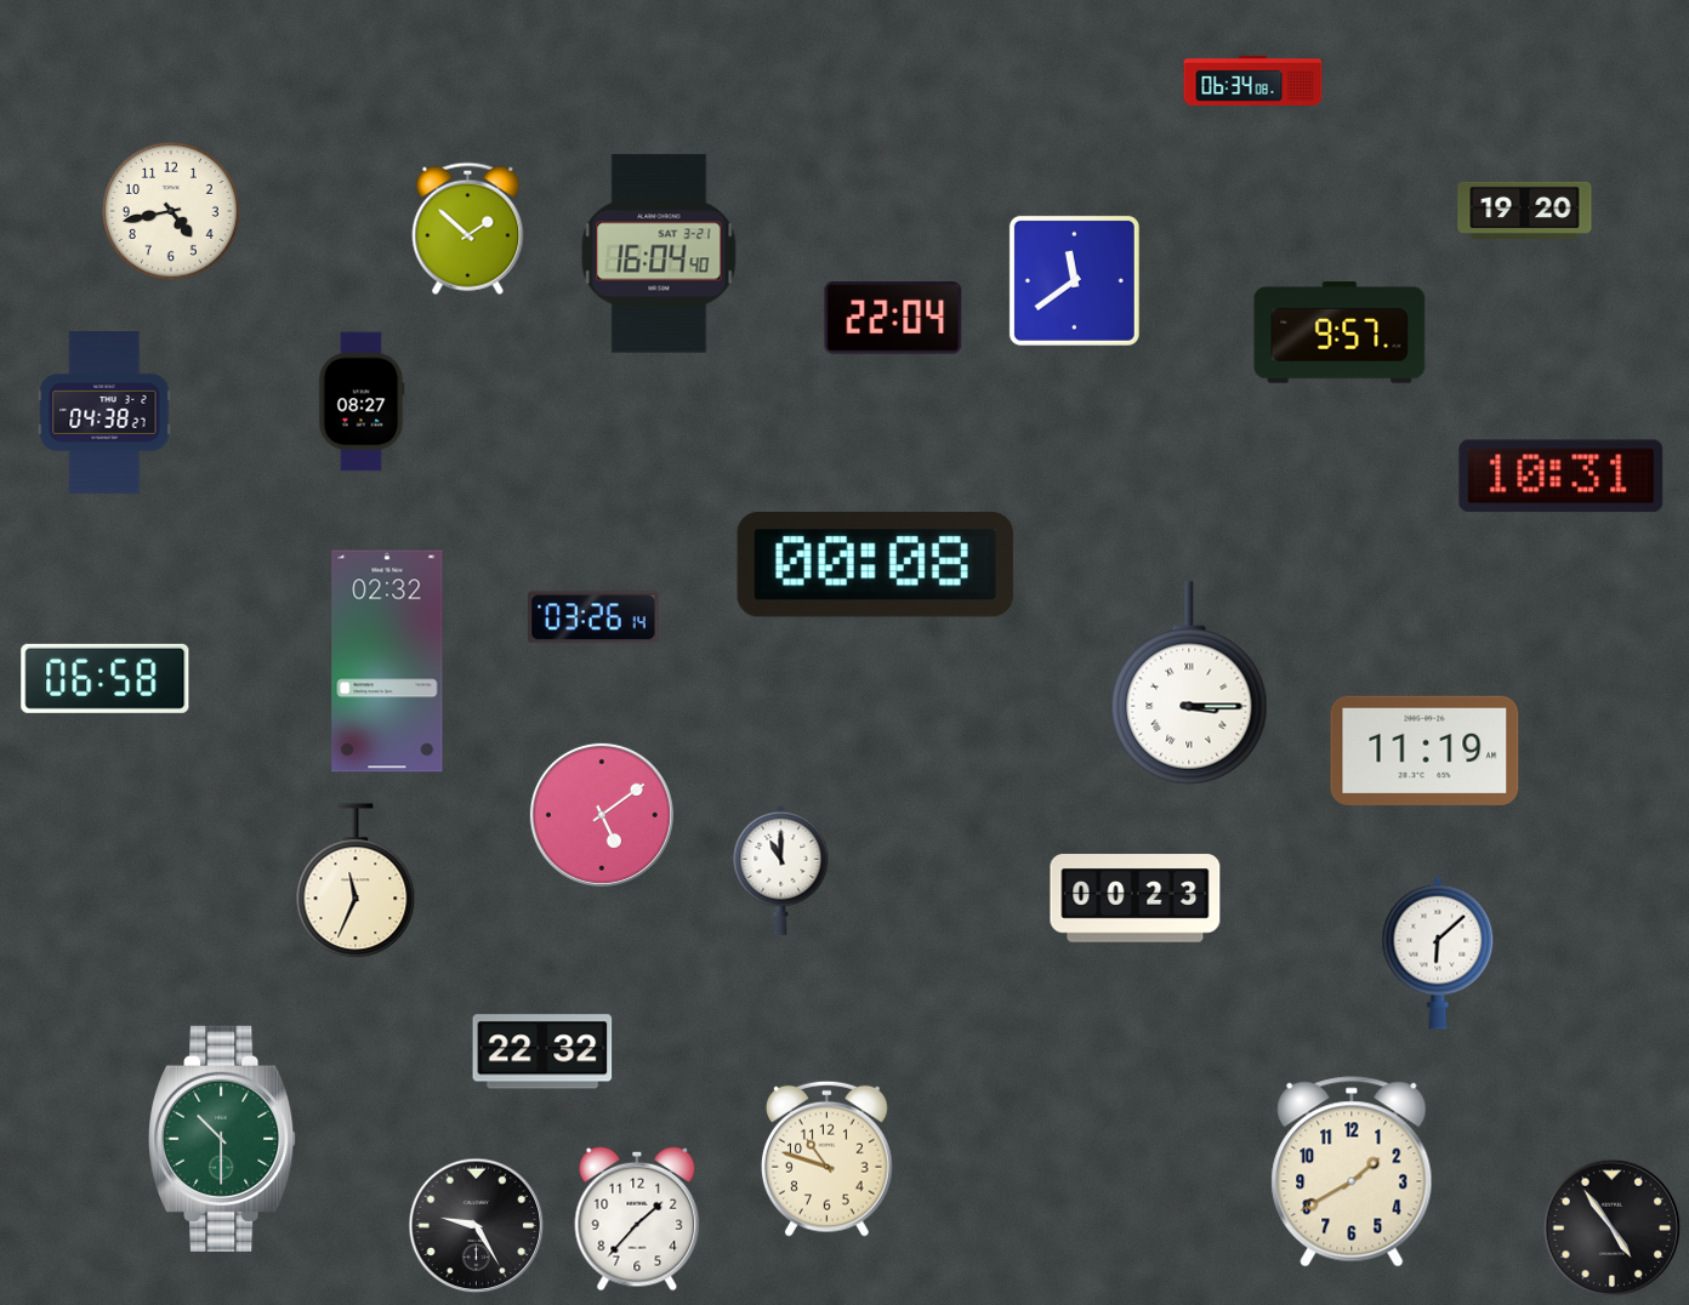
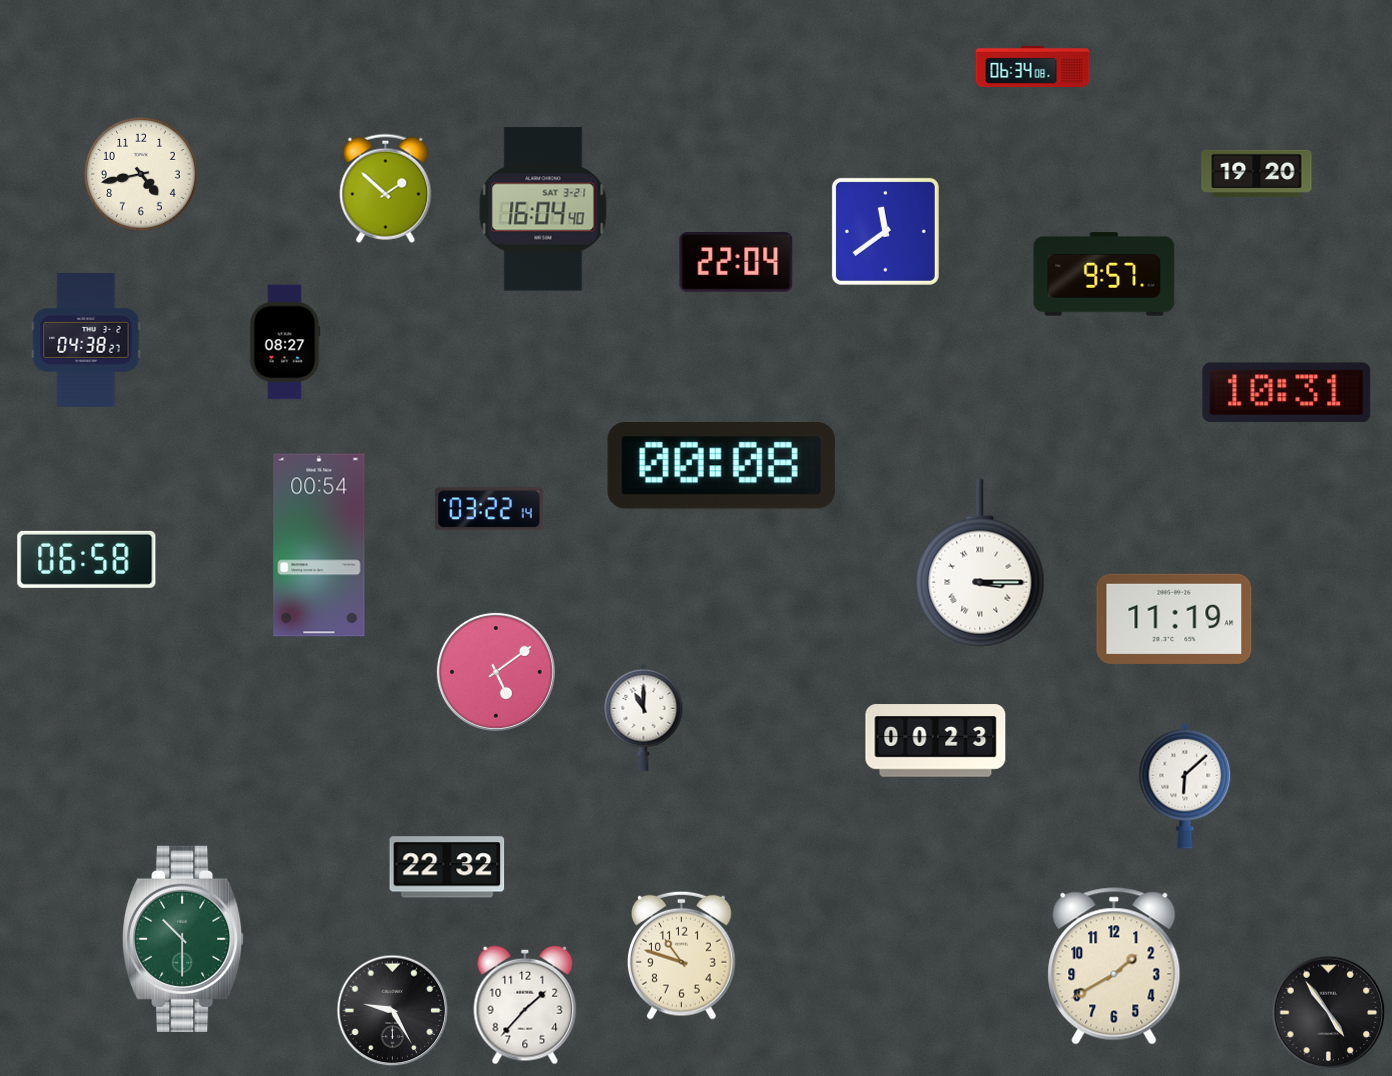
clock at (362, 401) position: (362, 401) -> (285, 342)
clock at (593, 617): 03:26 -> 03:22
clock at (387, 661): 02:32 -> 00:54
clock at (356, 882): 11:34 -> none
